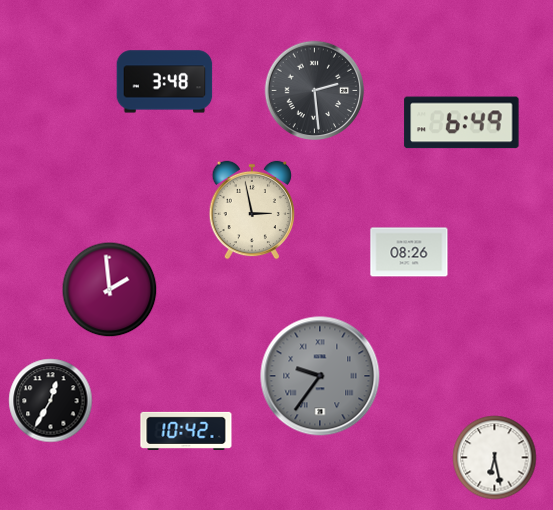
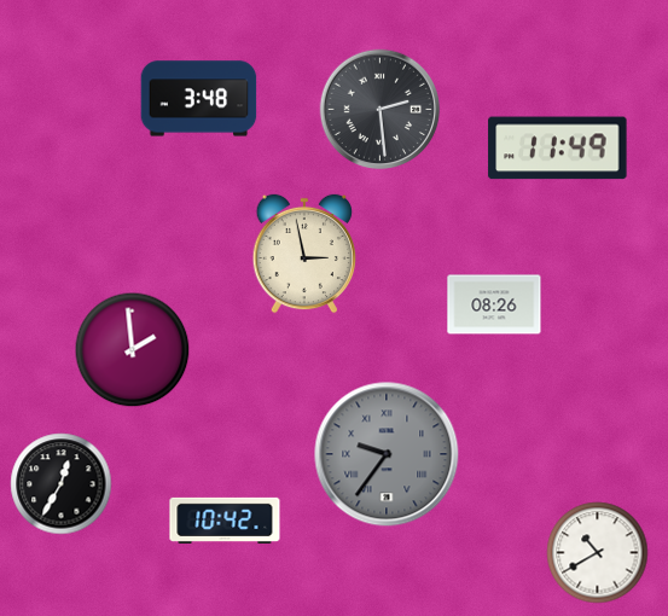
clock at (462, 123): 6:49 -> 11:49
clock at (495, 458): 6:28 -> 10:40
